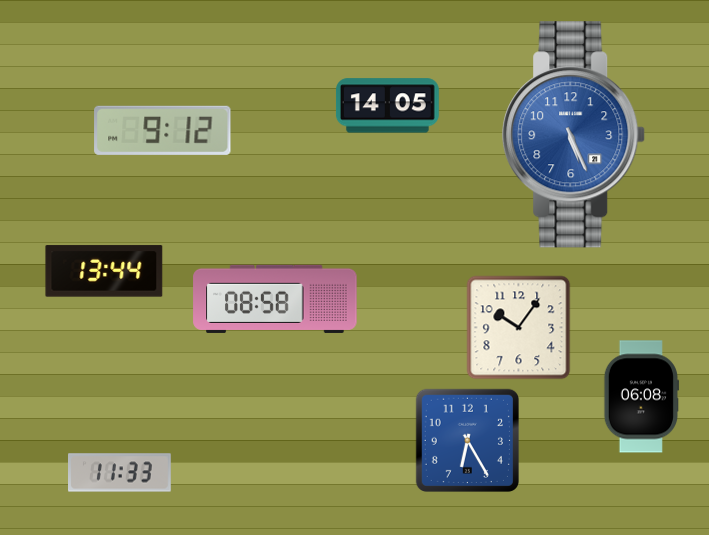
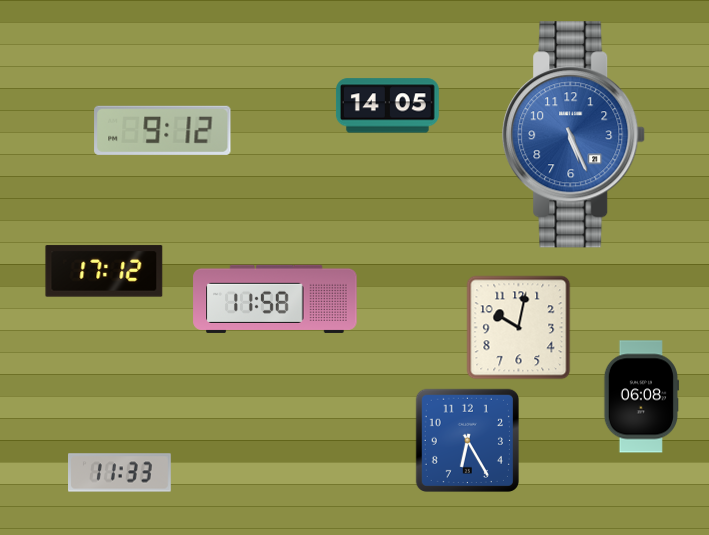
clock at (104, 271): 13:44 -> 17:12
clock at (275, 299): 08:58 -> 11:58
clock at (519, 328): 10:06 -> 10:02
